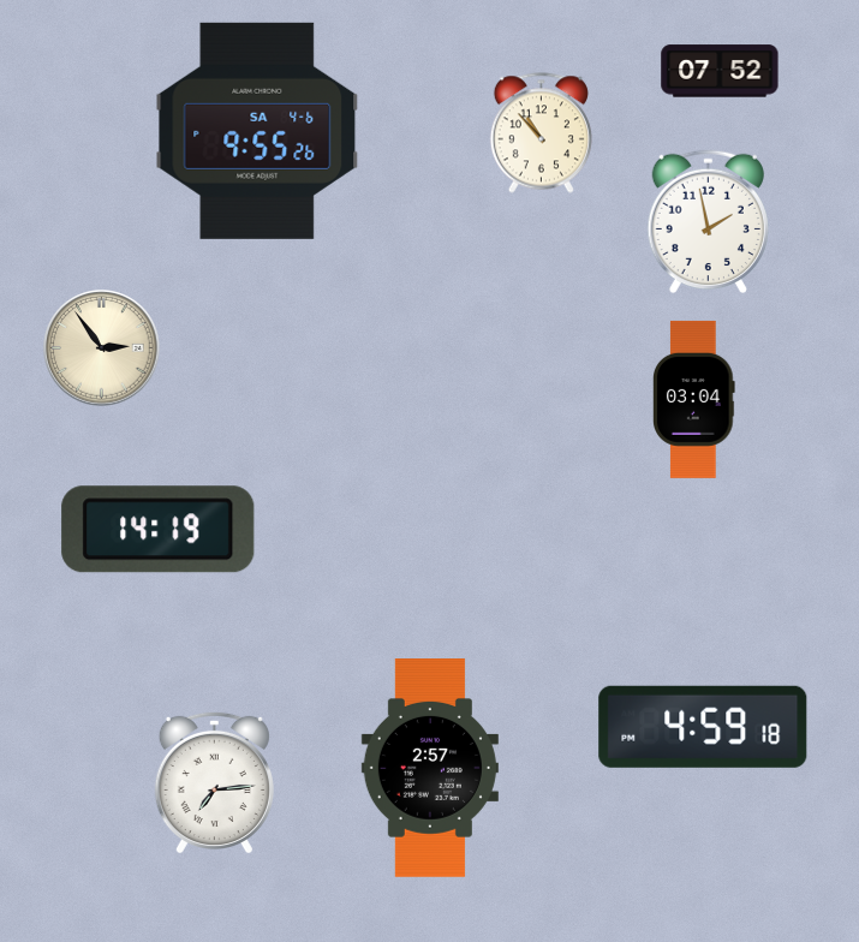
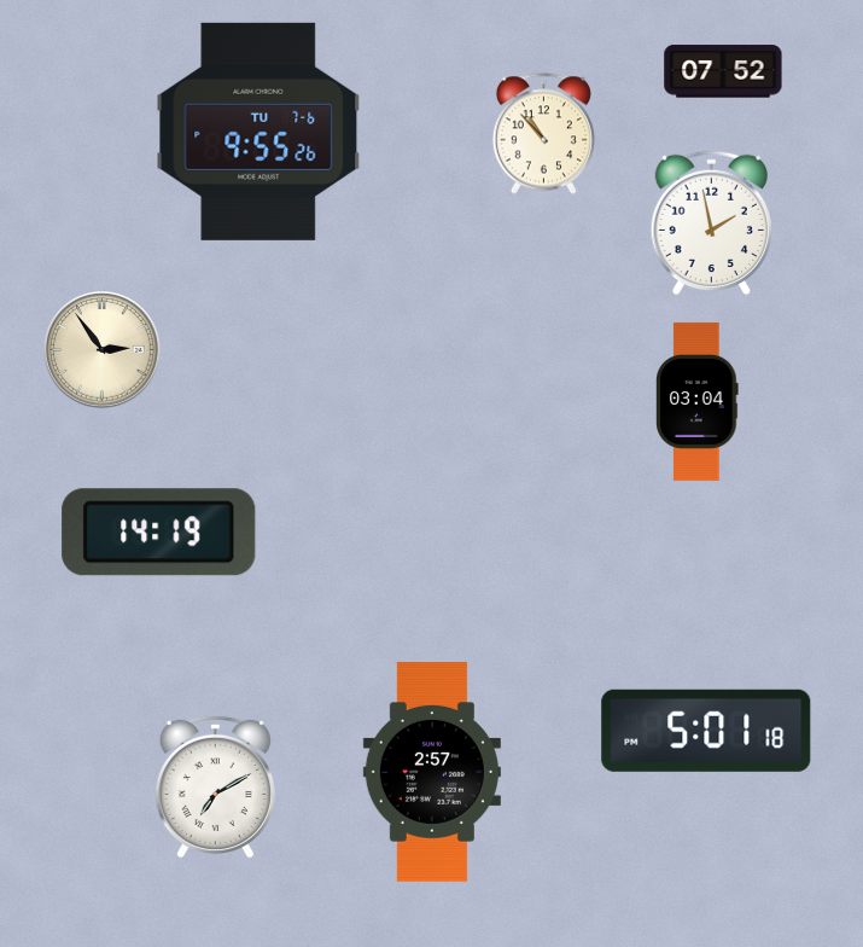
clock at (257, 131) date: SA 4-6 -> TU 7-6
clock at (703, 727): 4:59 -> 5:01
clock at (214, 782): 7:14 -> 7:10
